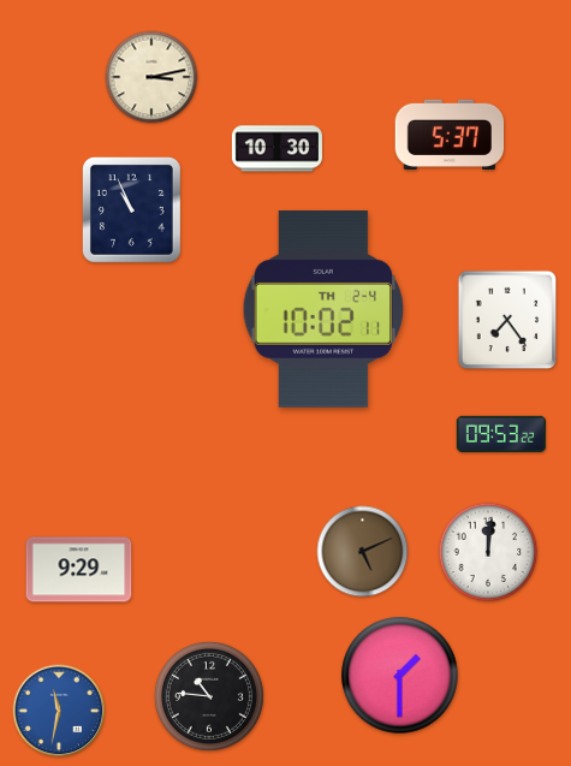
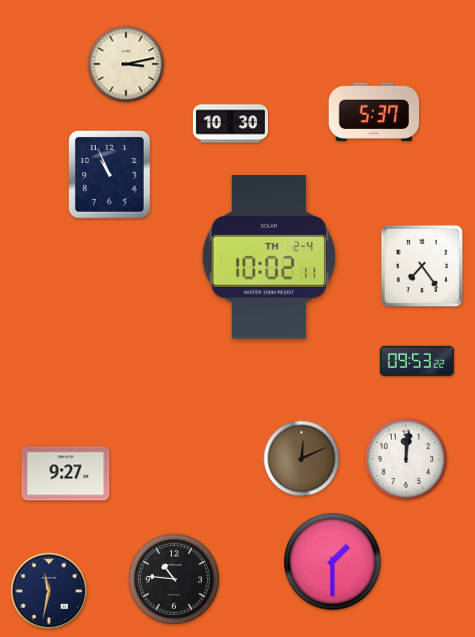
clock at (363, 552): 5:11 -> 12:11
clock at (79, 570): 9:29 -> 9:27
clock at (59, 711) dial: blue -> navy
